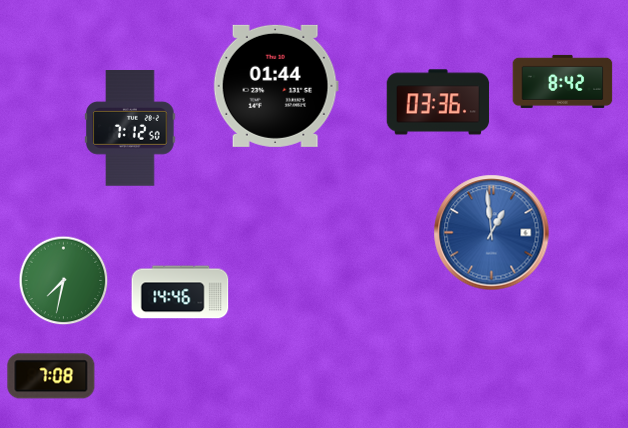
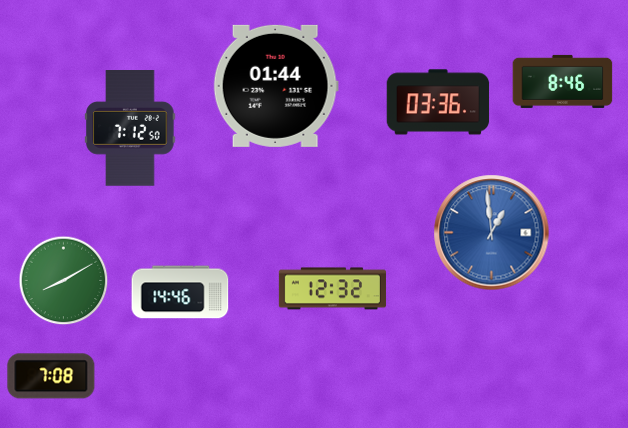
clock at (563, 81): 8:42 -> 8:46
clock at (63, 280): 7:32 -> 8:10
clock at (332, 289): none -> 12:32
